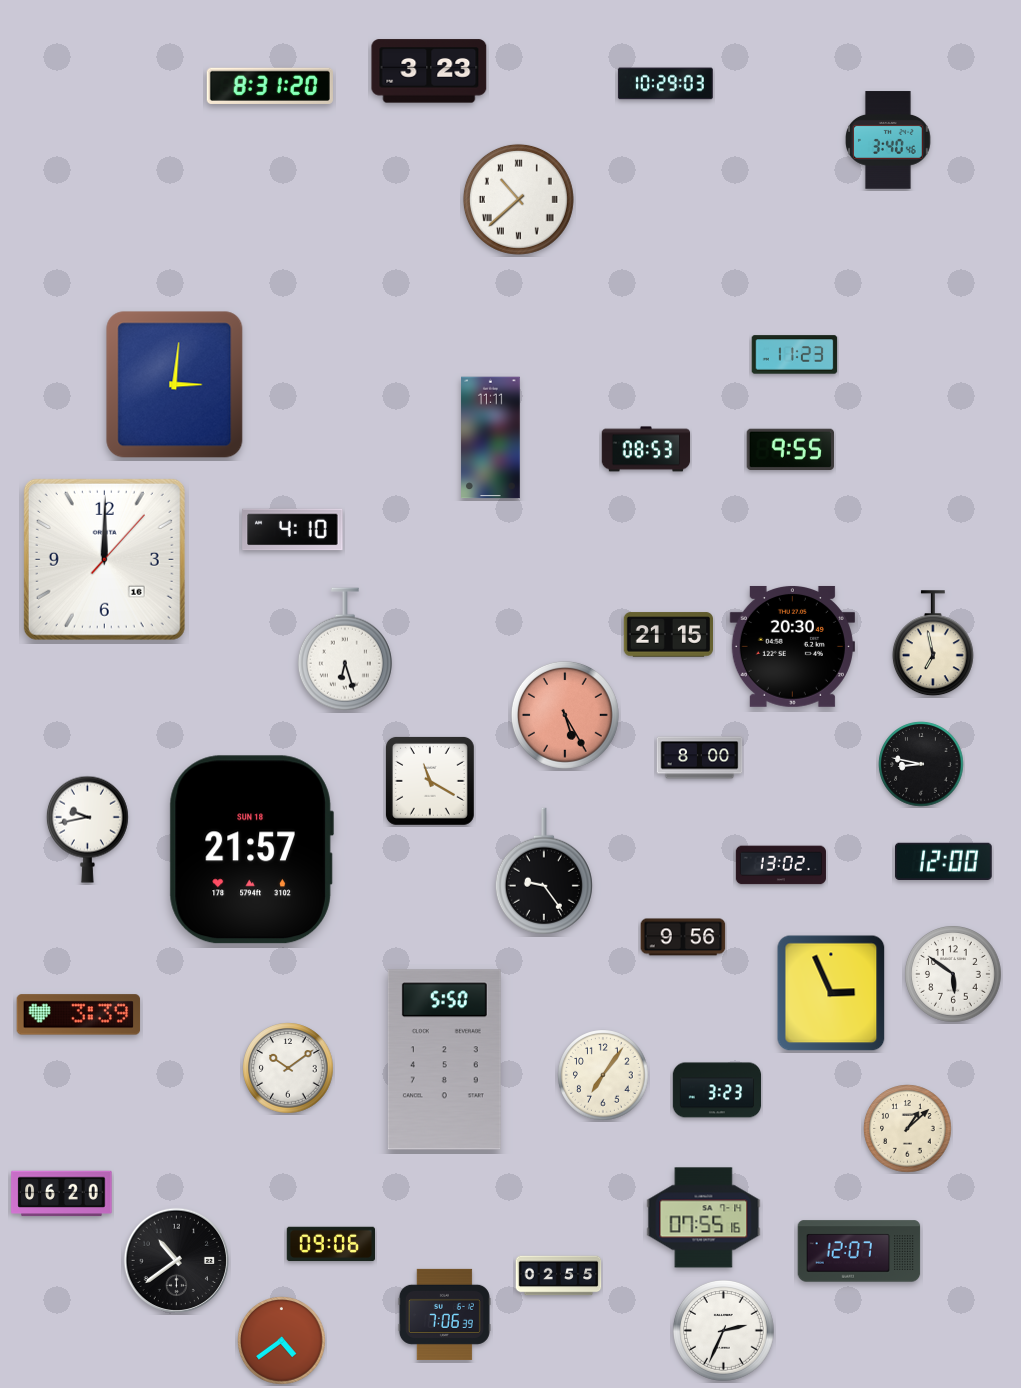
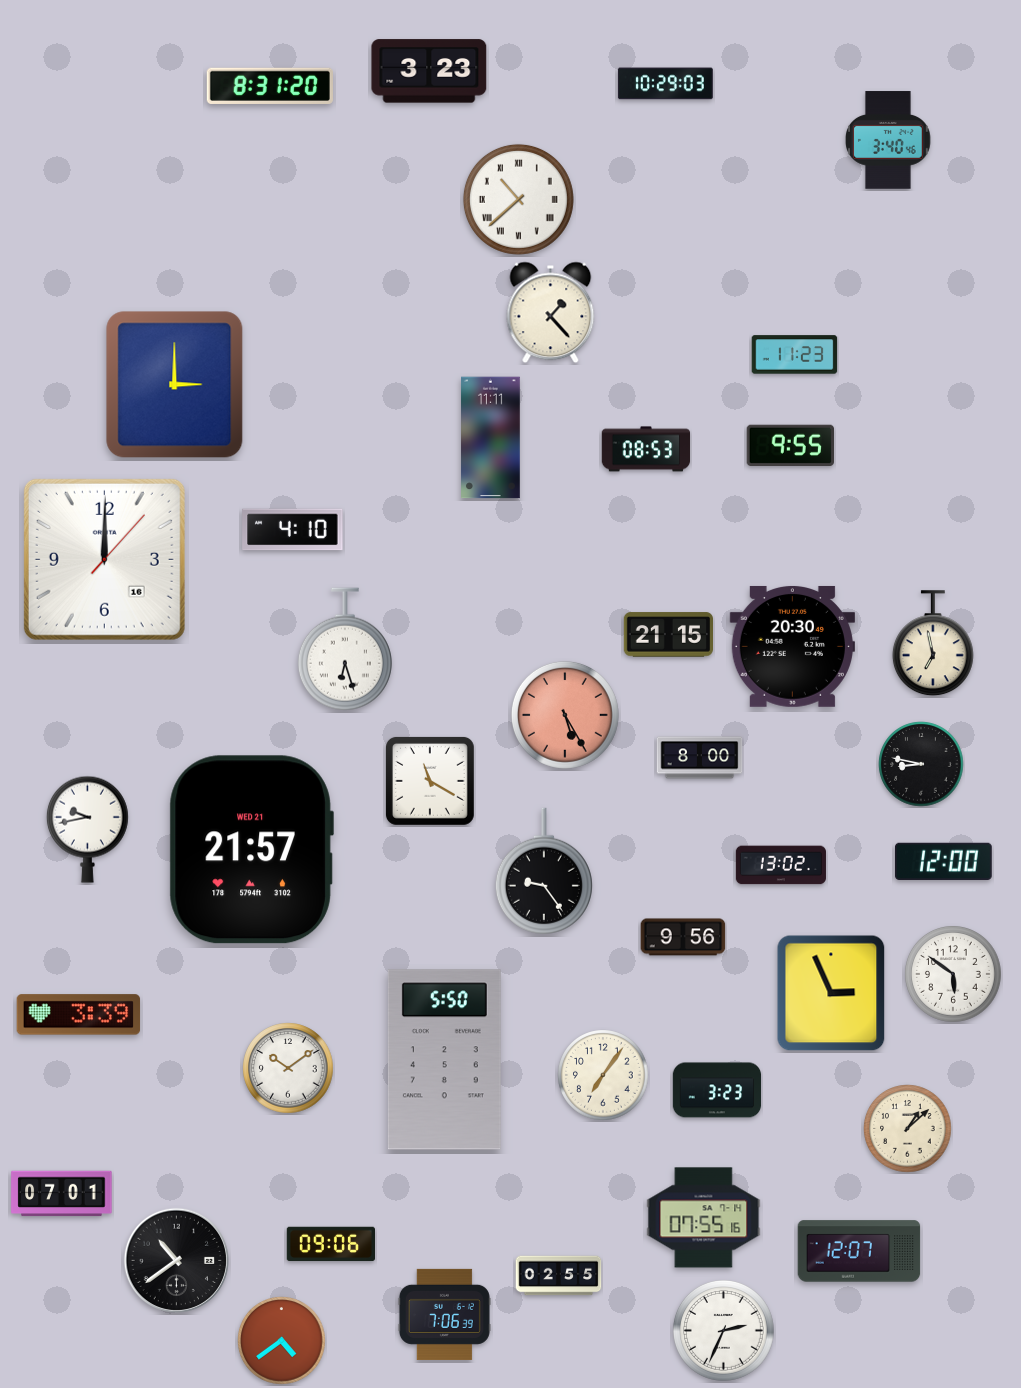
clock at (551, 313): none -> 1:23
clock at (175, 385): 3:01 -> 3:00
clock at (790, 449) position: (790, 449) -> (790, 445)
clock at (251, 850) date: SUN 18 -> WED 21
clock at (62, 1194): 06:20 -> 07:01
